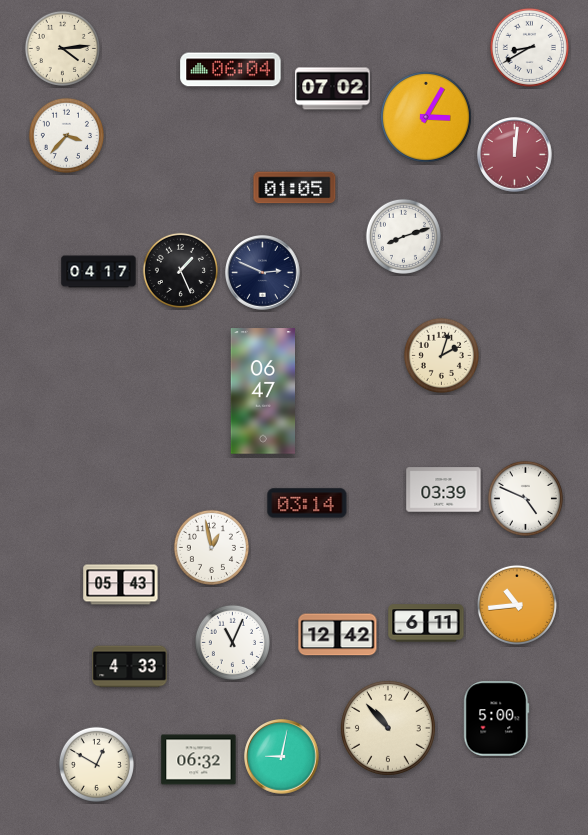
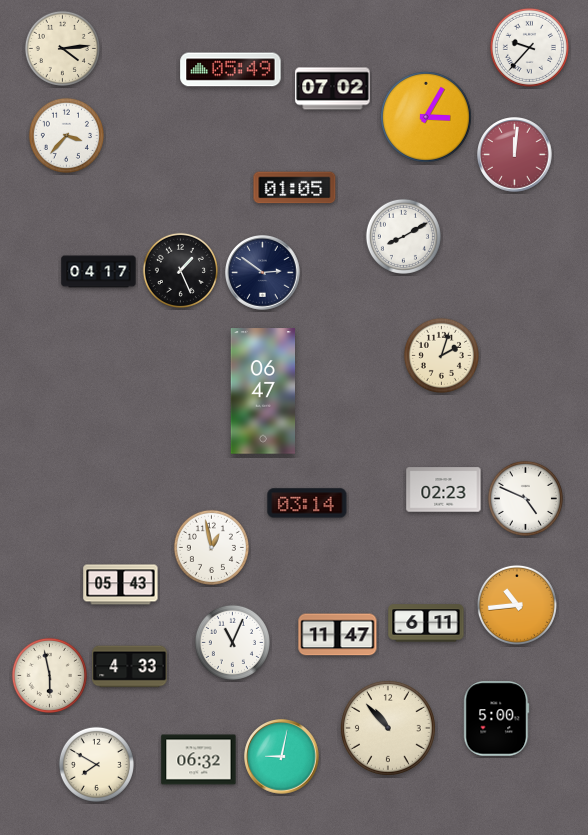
clock at (529, 47): 8:40 -> 9:37
clock at (231, 70): 06:04 -> 05:49
clock at (403, 236): 8:12 -> 8:10
clock at (263, 273): 2:49 -> 2:51
clock at (444, 490): 03:39 -> 02:23
clock at (338, 635): 12:42 -> 11:47
clock at (49, 675): none -> 5:58
clock at (96, 764): 12:50 -> 7:50
